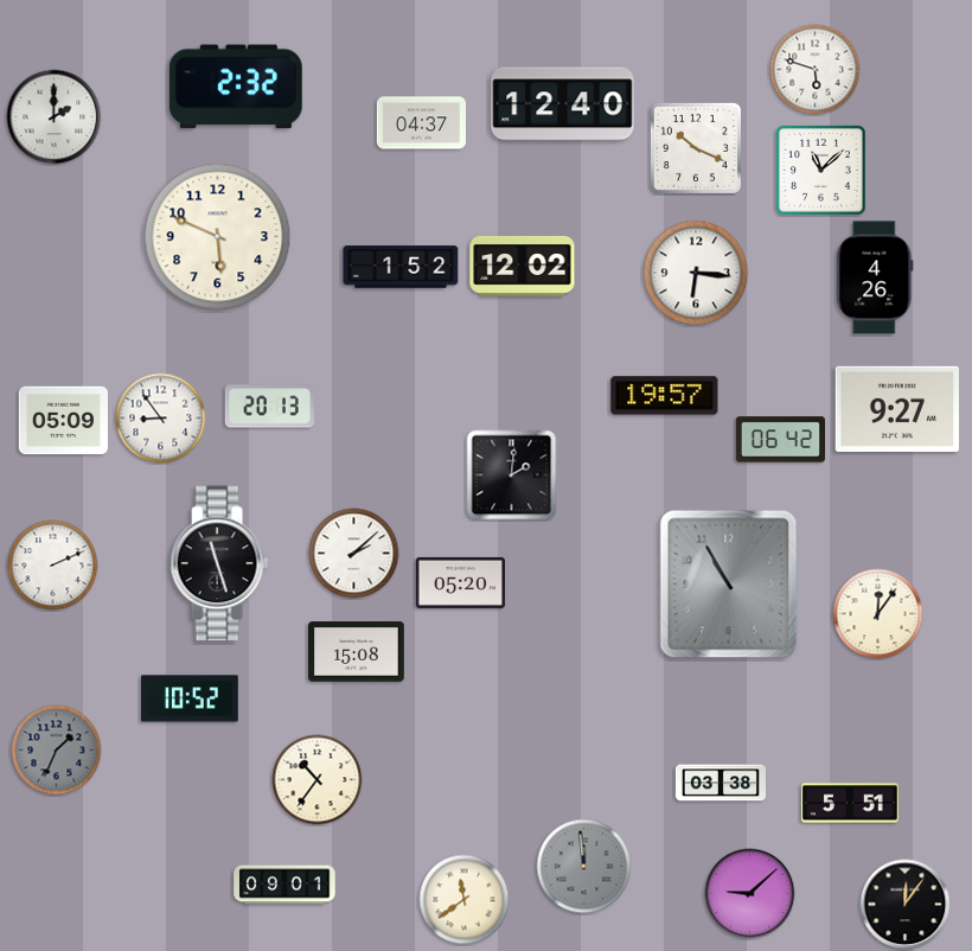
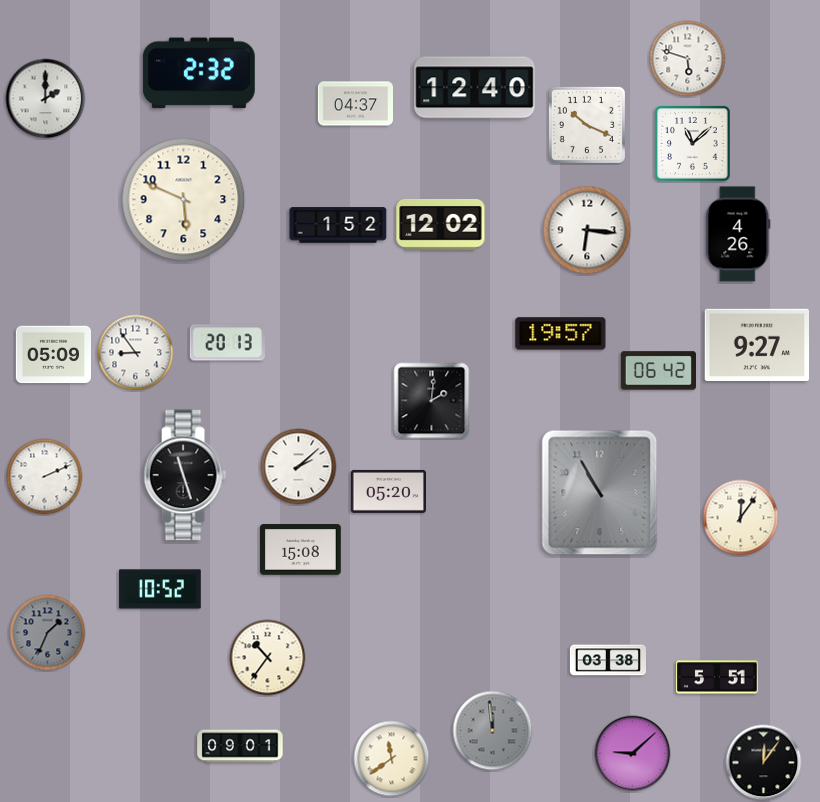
clock at (729, 585) position: (729, 585) -> (600, 493)
